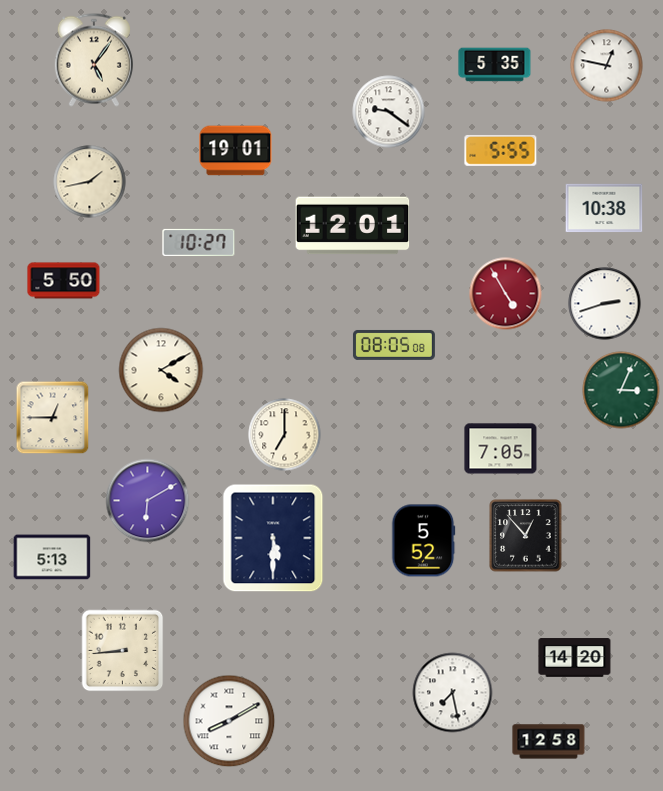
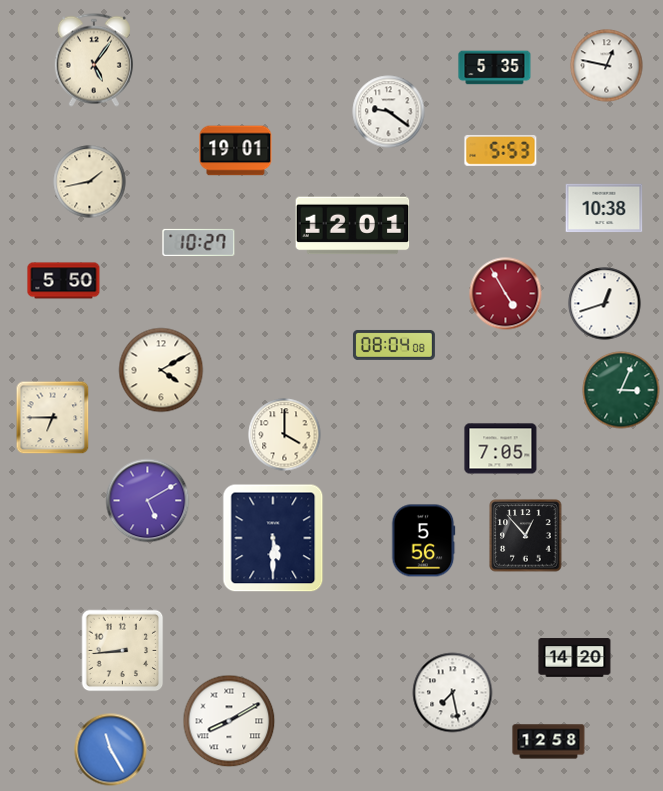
clock at (495, 65) position: (495, 65) -> (495, 68)
clock at (501, 150): 5:55 -> 5:53
clock at (605, 304): 2:42 -> 12:42
clock at (394, 345): 08:05 -> 08:04
clock at (53, 418): 12:45 -> 6:45
clock at (285, 435): 7:00 -> 4:00
clock at (148, 501): 6:10 -> 5:10
clock at (423, 541): 5:52 -> 5:56
clock at (52, 557): 5:13 -> none
clock at (111, 750): none -> 11:25
